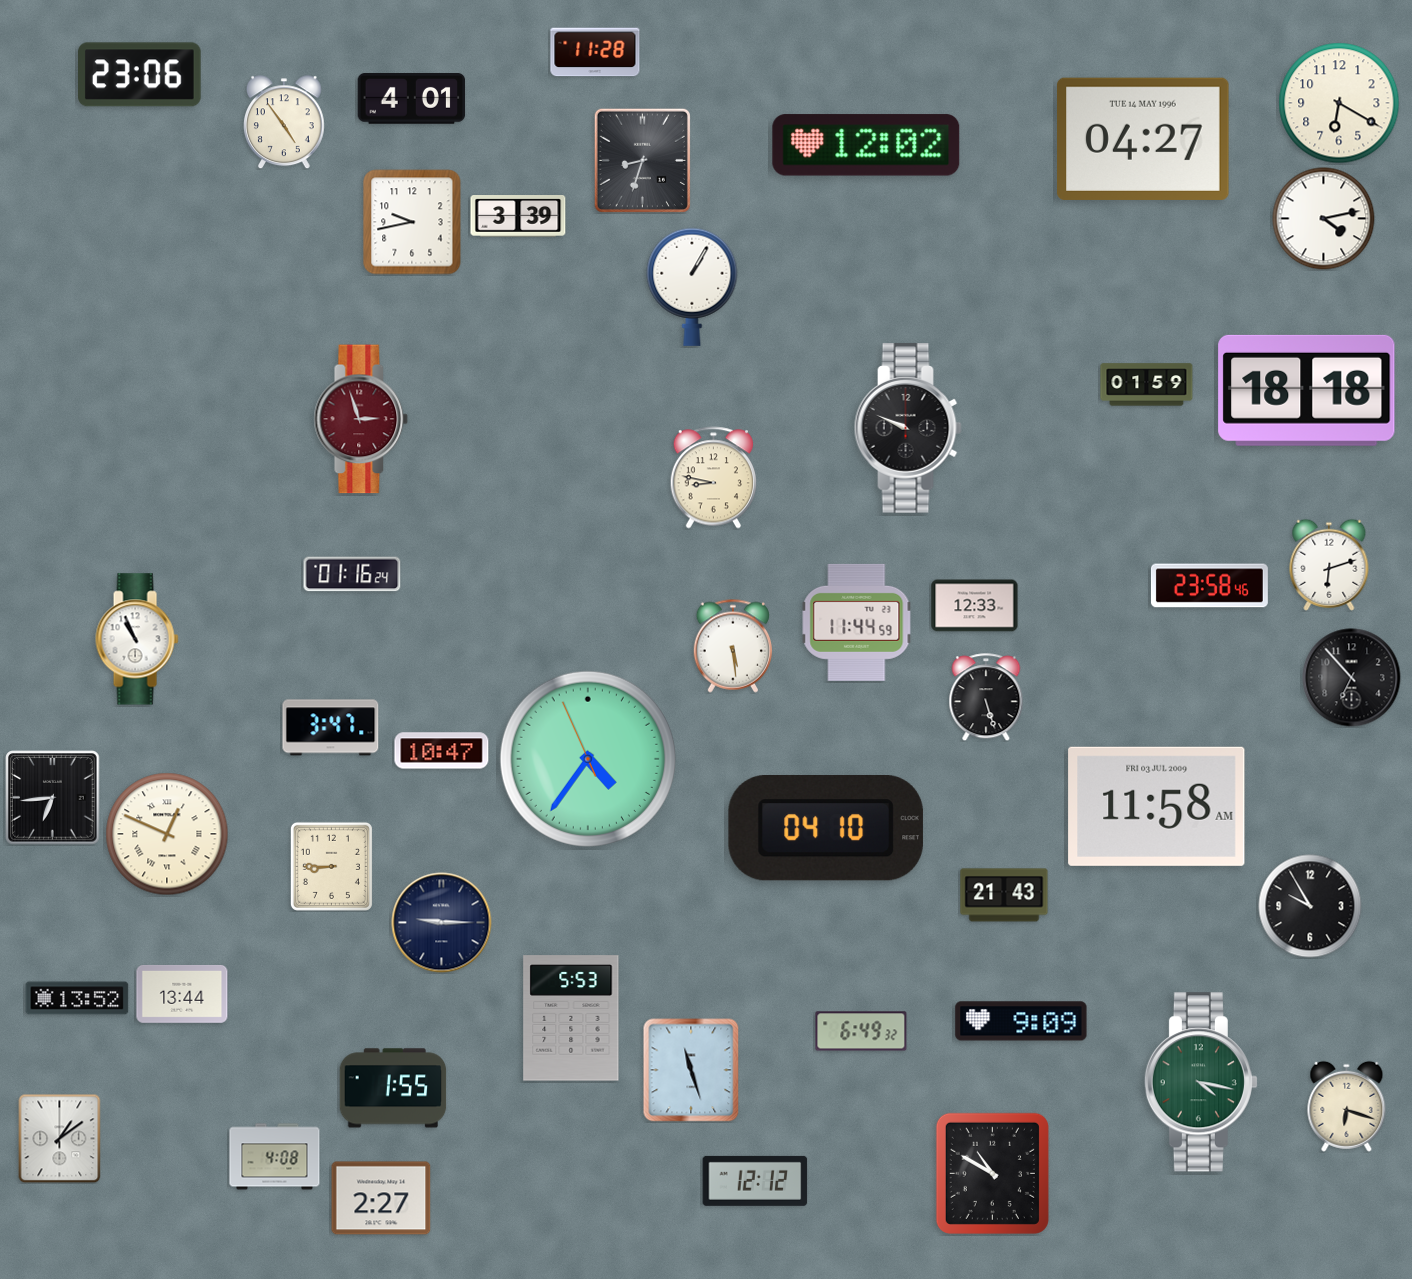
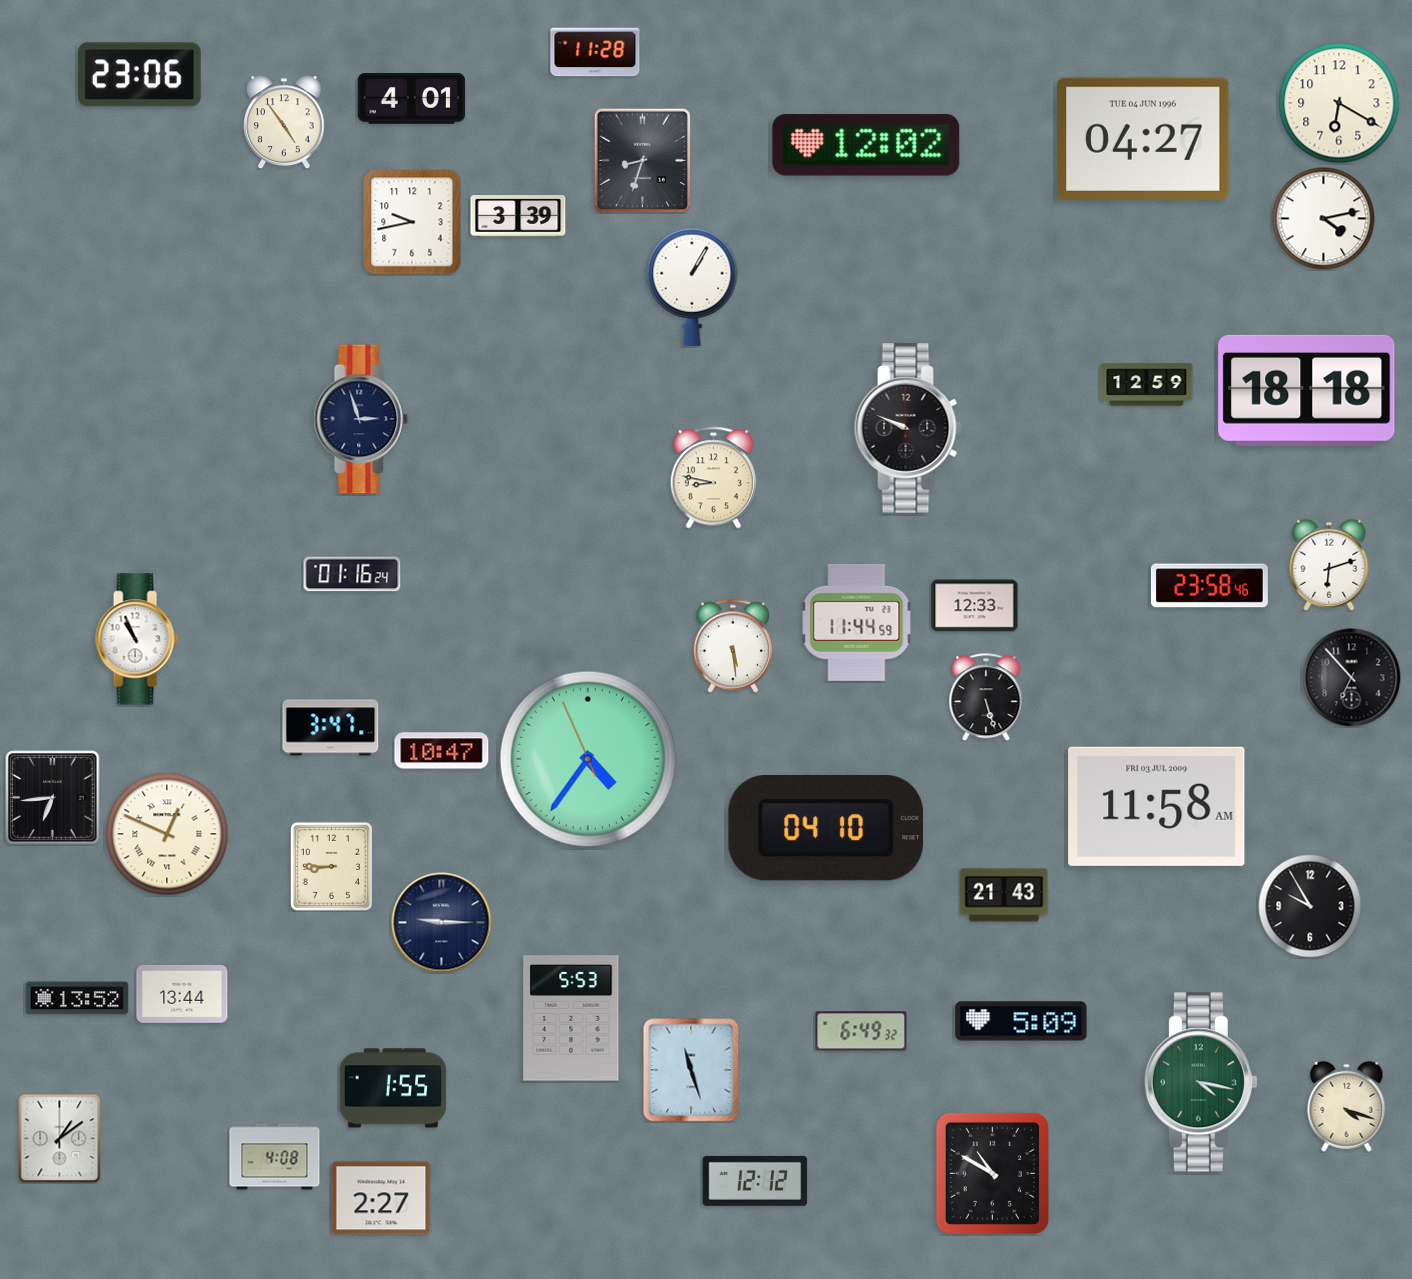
clock at (1143, 139) date: TUE 14 MAY 1996 -> TUE 04 JUN 1996
clock at (1147, 385): 01:59 -> 12:59
clock at (361, 419) dial: burgundy -> navy
clock at (1021, 1021): 9:09 -> 5:09
clock at (1347, 1106): 6:18 -> 4:18
